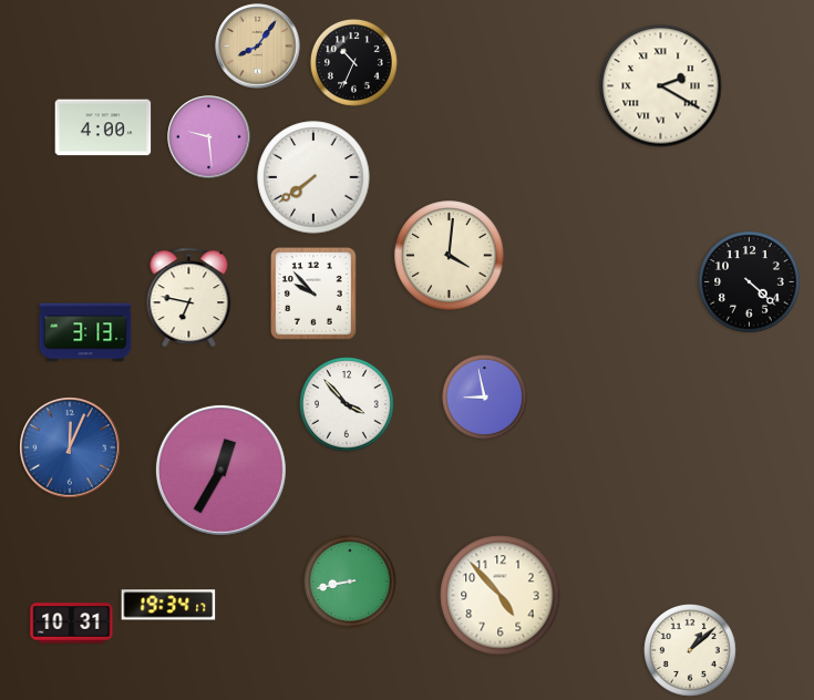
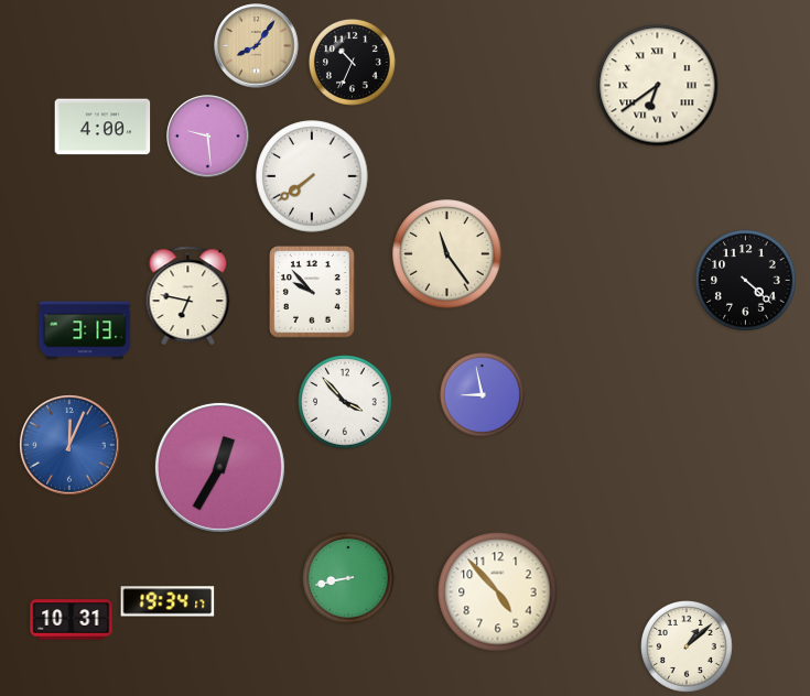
clock at (661, 86): 2:20 -> 6:39
clock at (450, 256): 4:01 -> 11:24
